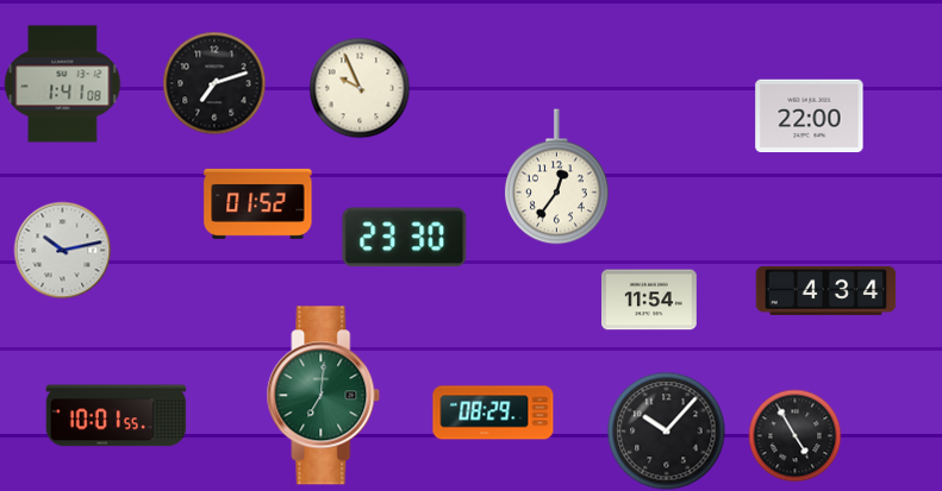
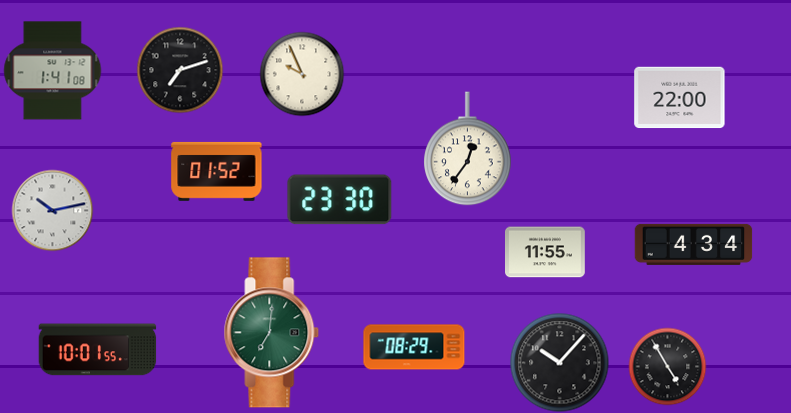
clock at (650, 300): 11:54 -> 11:55
